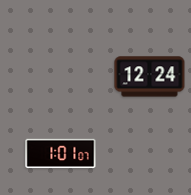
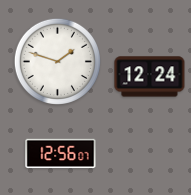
clock at (57, 61): none -> 1:48
clock at (61, 154): 1:01 -> 12:56
